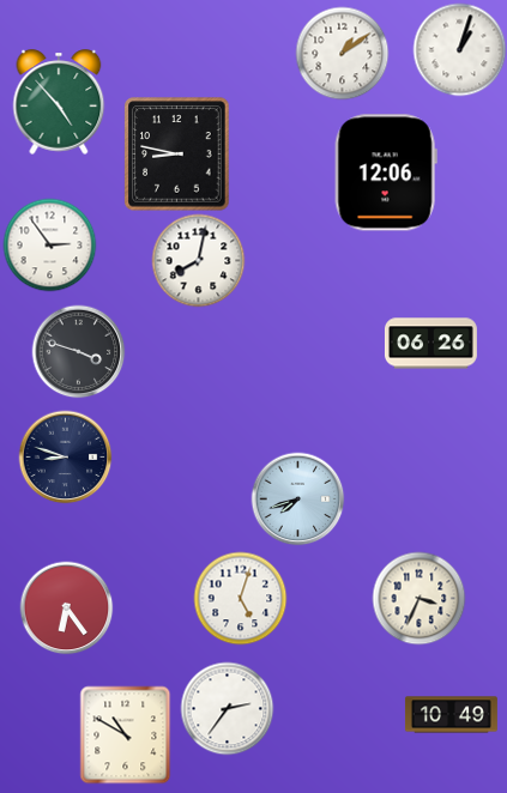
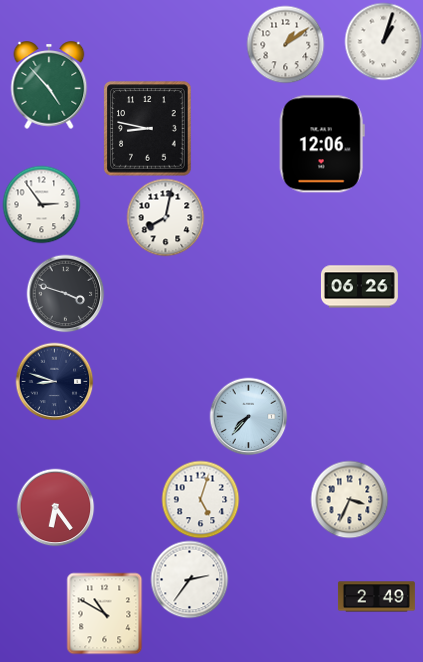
clock at (297, 498): 7:42 -> 7:37
clock at (227, 708) position: (227, 708) -> (189, 579)
clock at (451, 715): 10:49 -> 2:49
